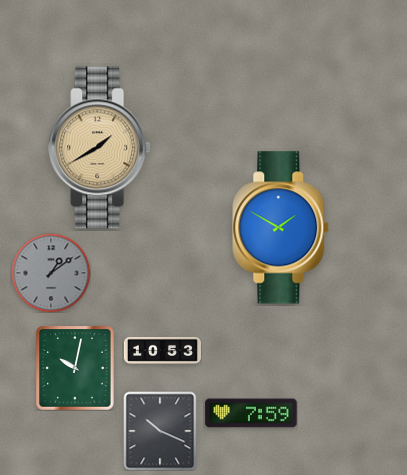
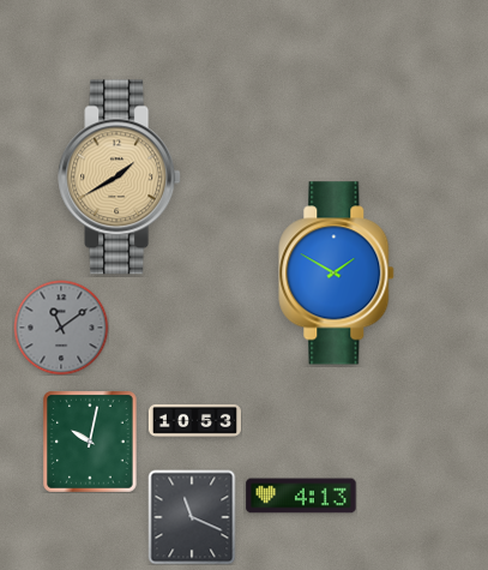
clock at (51, 273): 1:09 -> 11:09
clock at (251, 413): 7:59 -> 4:13
clock at (160, 431): 10:19 -> 11:19
